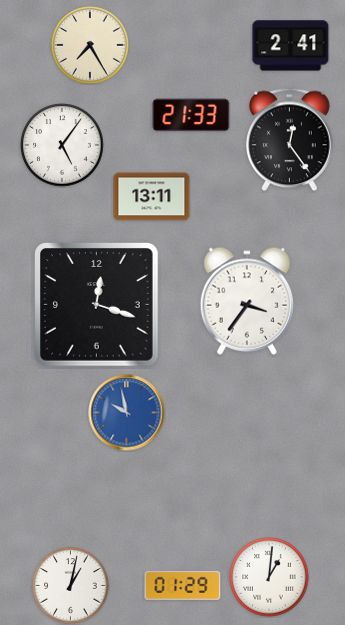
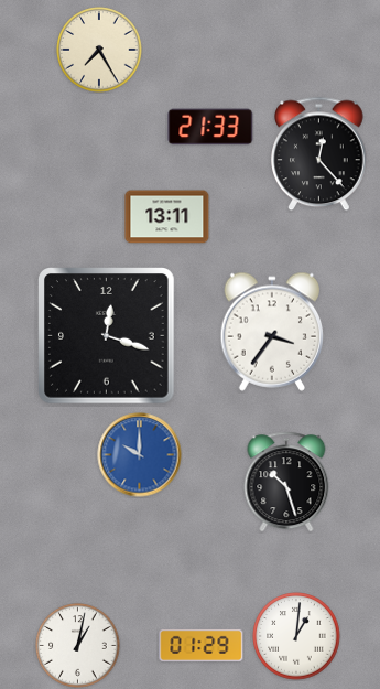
clock at (291, 46): 2:41 -> none
clock at (290, 140): 12:24 -> 12:23
clock at (62, 145): 5:06 -> none
clock at (127, 413): 9:58 -> 10:00
clock at (286, 482): none -> 10:27
